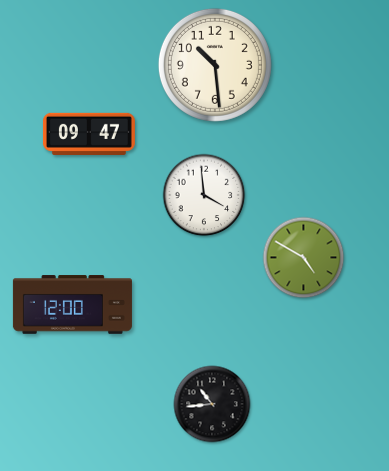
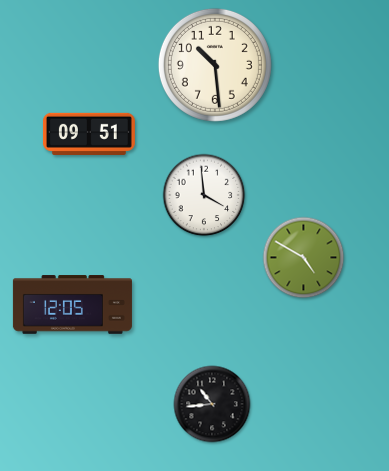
clock at (89, 134): 09:47 -> 09:51
clock at (72, 305): 12:00 -> 12:05
